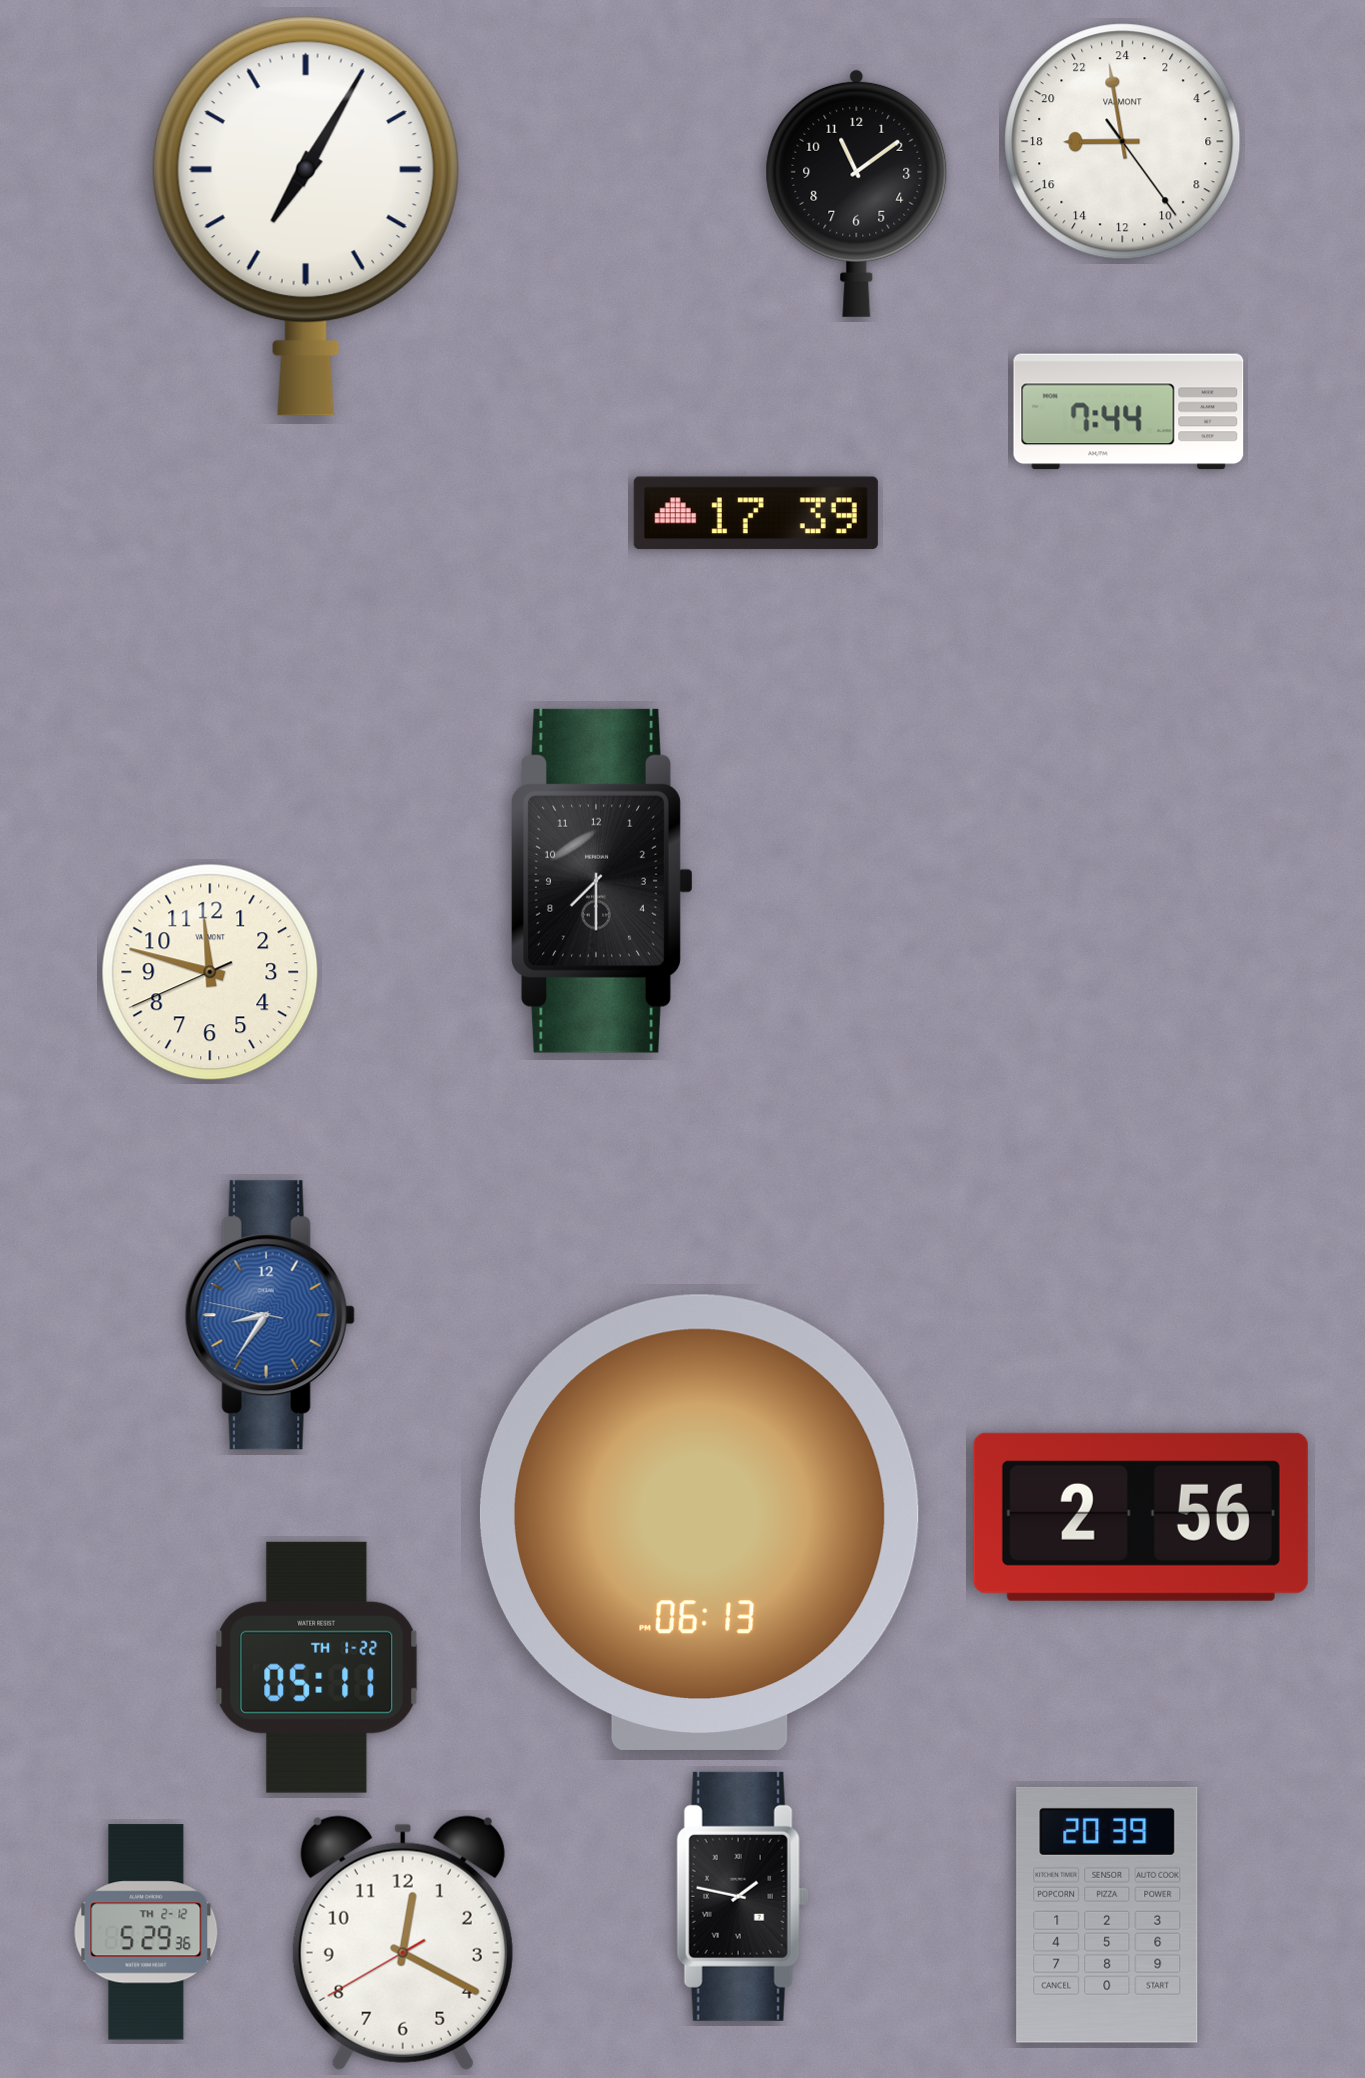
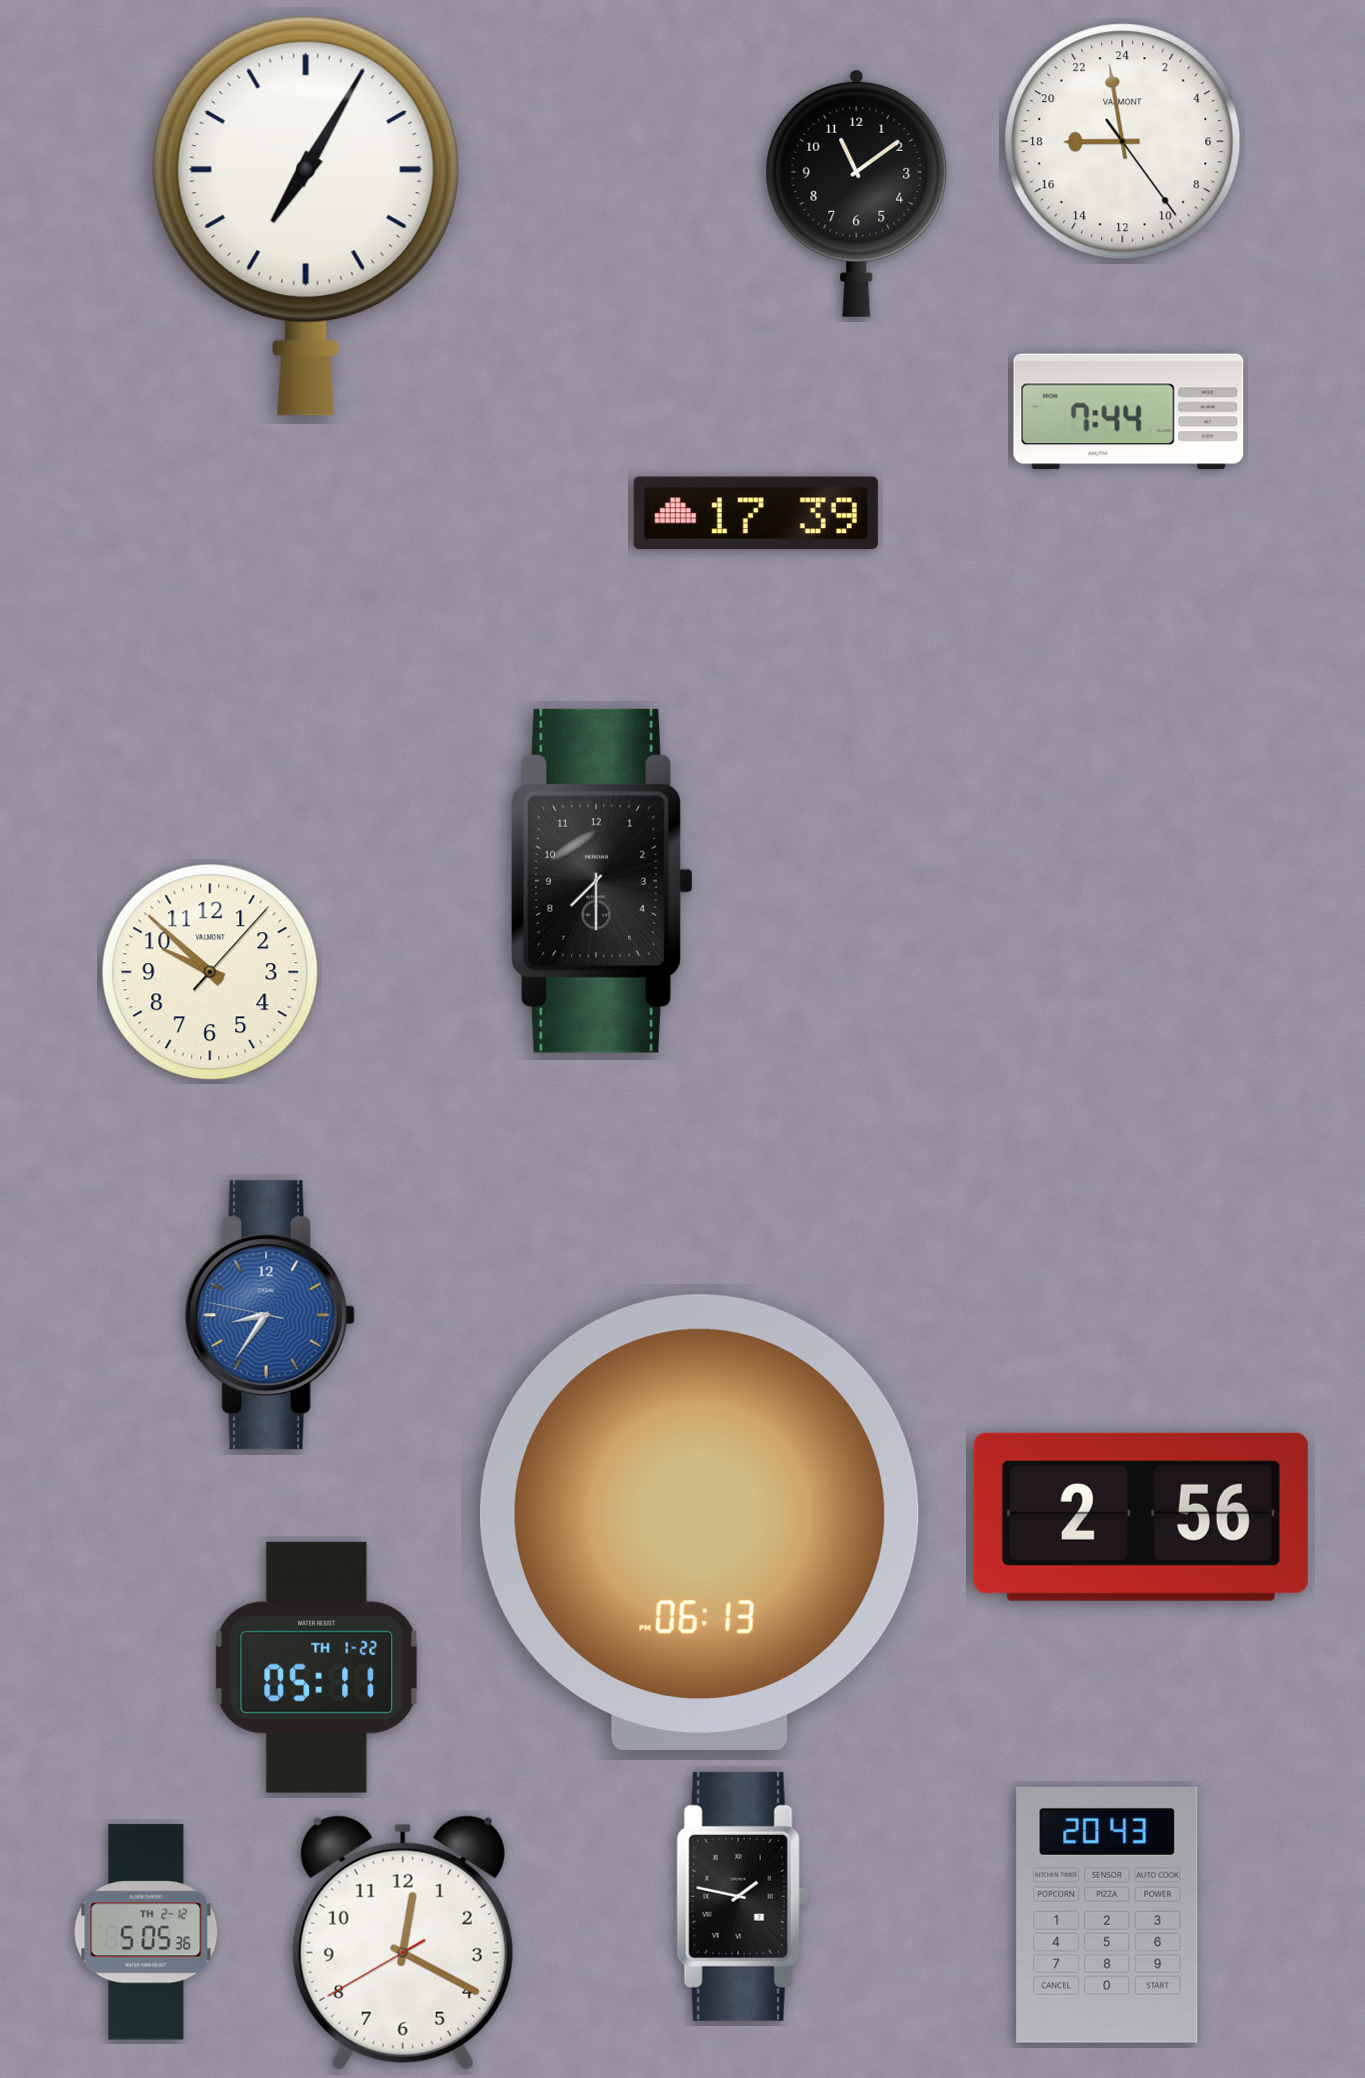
clock at (210, 972): 11:47 -> 9:52
clock at (1107, 1915): 20:39 -> 20:43
clock at (146, 1932): 5:29 -> 5:05
